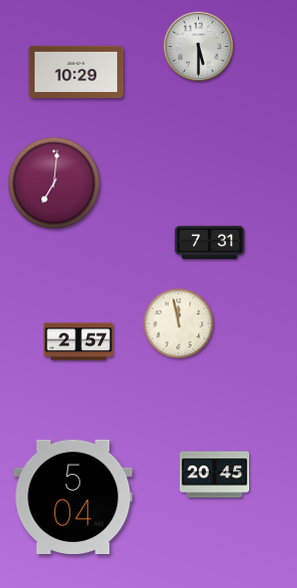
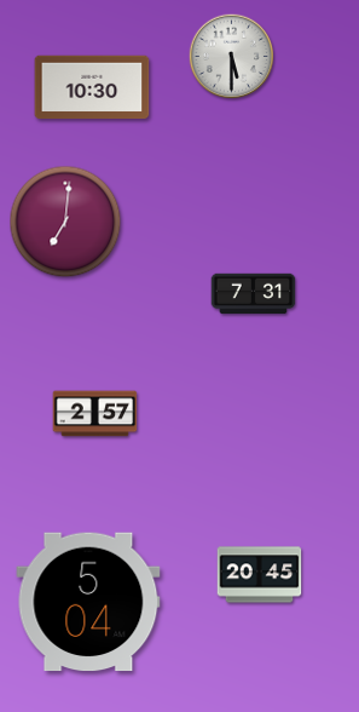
clock at (199, 47) position: (199, 47) -> (232, 57)
clock at (76, 72): 10:29 -> 10:30
clock at (179, 324): 11:58 -> none
